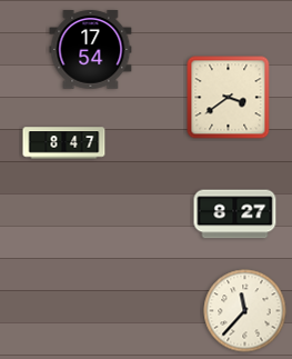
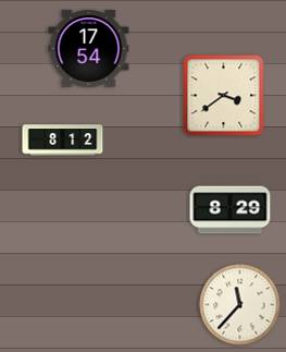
clock at (64, 143): 8:47 -> 8:12
clock at (235, 215): 8:27 -> 8:29
